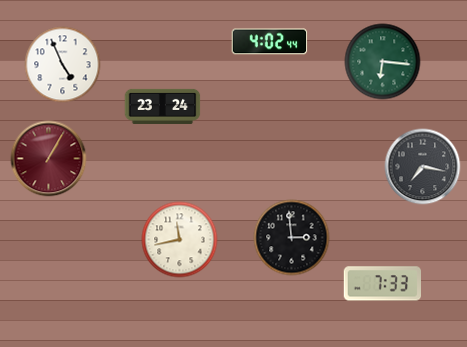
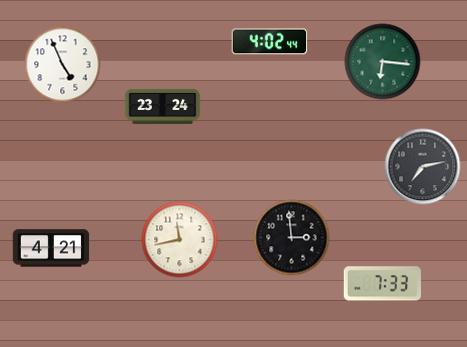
clock at (49, 159): 1:05 -> none
clock at (423, 167): 7:17 -> 7:13
clock at (51, 248): none -> 4:21
